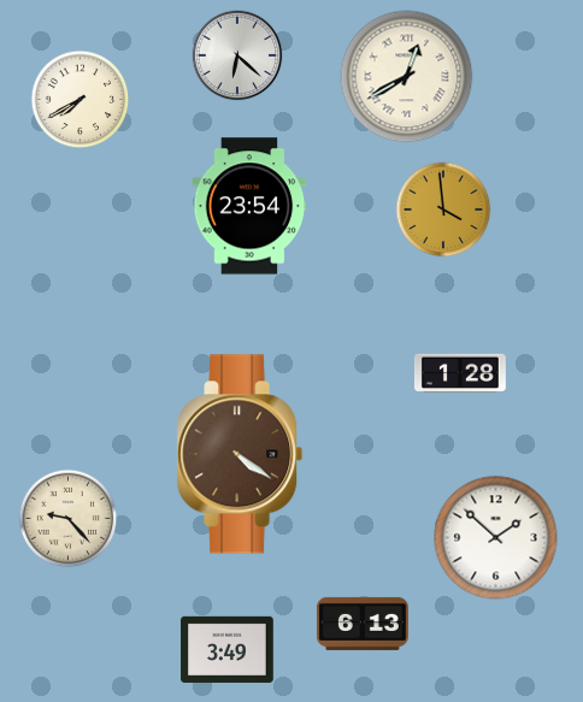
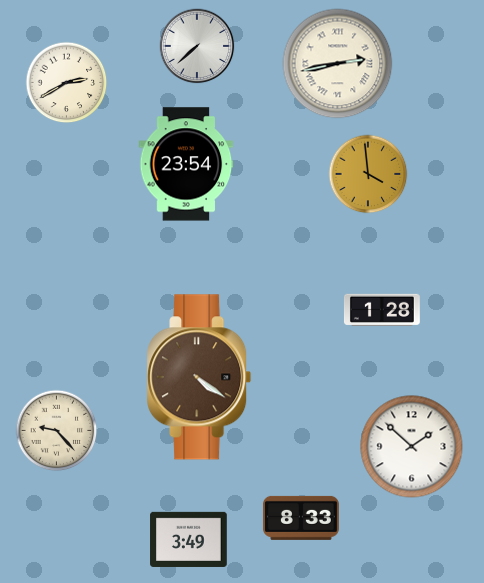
clock at (237, 55): 6:22 -> 7:38
clock at (407, 77): 12:40 -> 2:43
clock at (81, 100): 7:40 -> 2:40
clock at (249, 206) position: (249, 206) -> (186, 164)
clock at (363, 624): 6:13 -> 8:33
